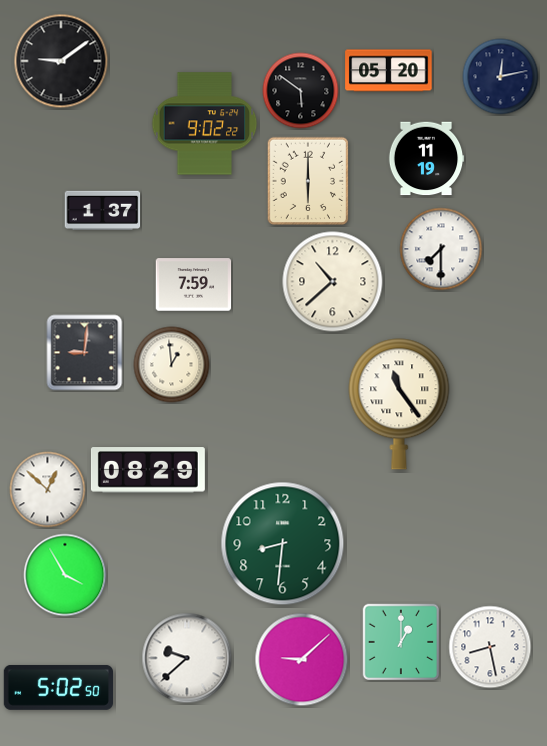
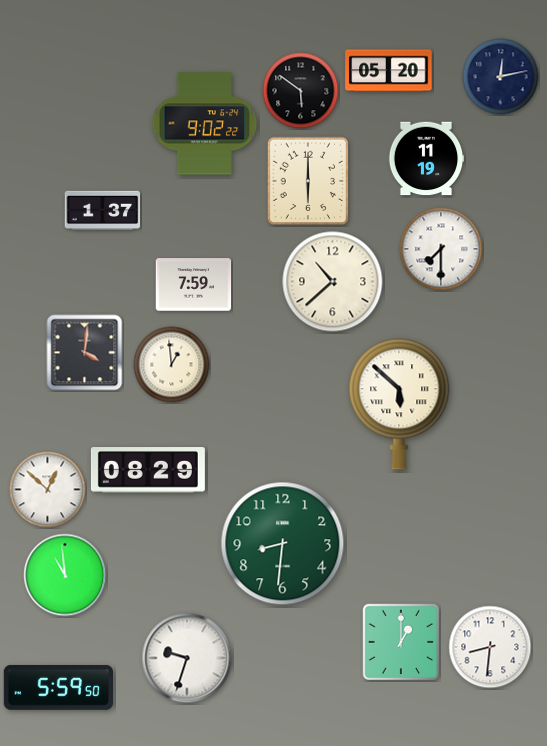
clock at (61, 61): 9:09 -> none
clock at (85, 353): 9:01 -> 4:01
clock at (399, 404): 11:24 -> 5:52
clock at (65, 575): 3:55 -> 10:59
clock at (490, 647): 8:28 -> 8:31
clock at (187, 658): 9:38 -> 9:33
clock at (302, 660): 9:08 -> none
clock at (58, 687): 5:02 -> 5:59
